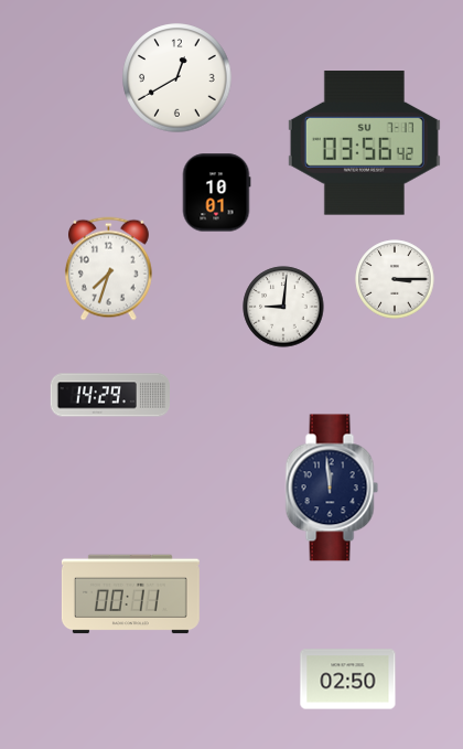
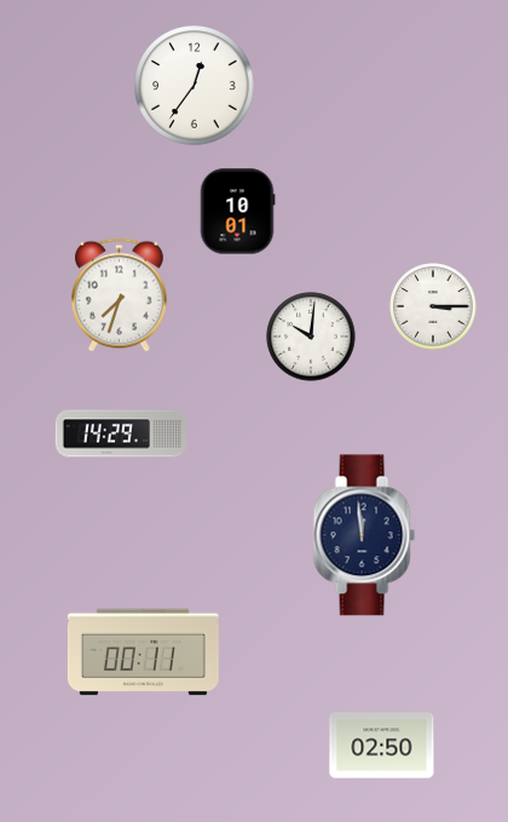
clock at (177, 78): 12:40 -> 12:36
clock at (364, 143): 03:56 -> none
clock at (283, 307): 9:01 -> 10:01
